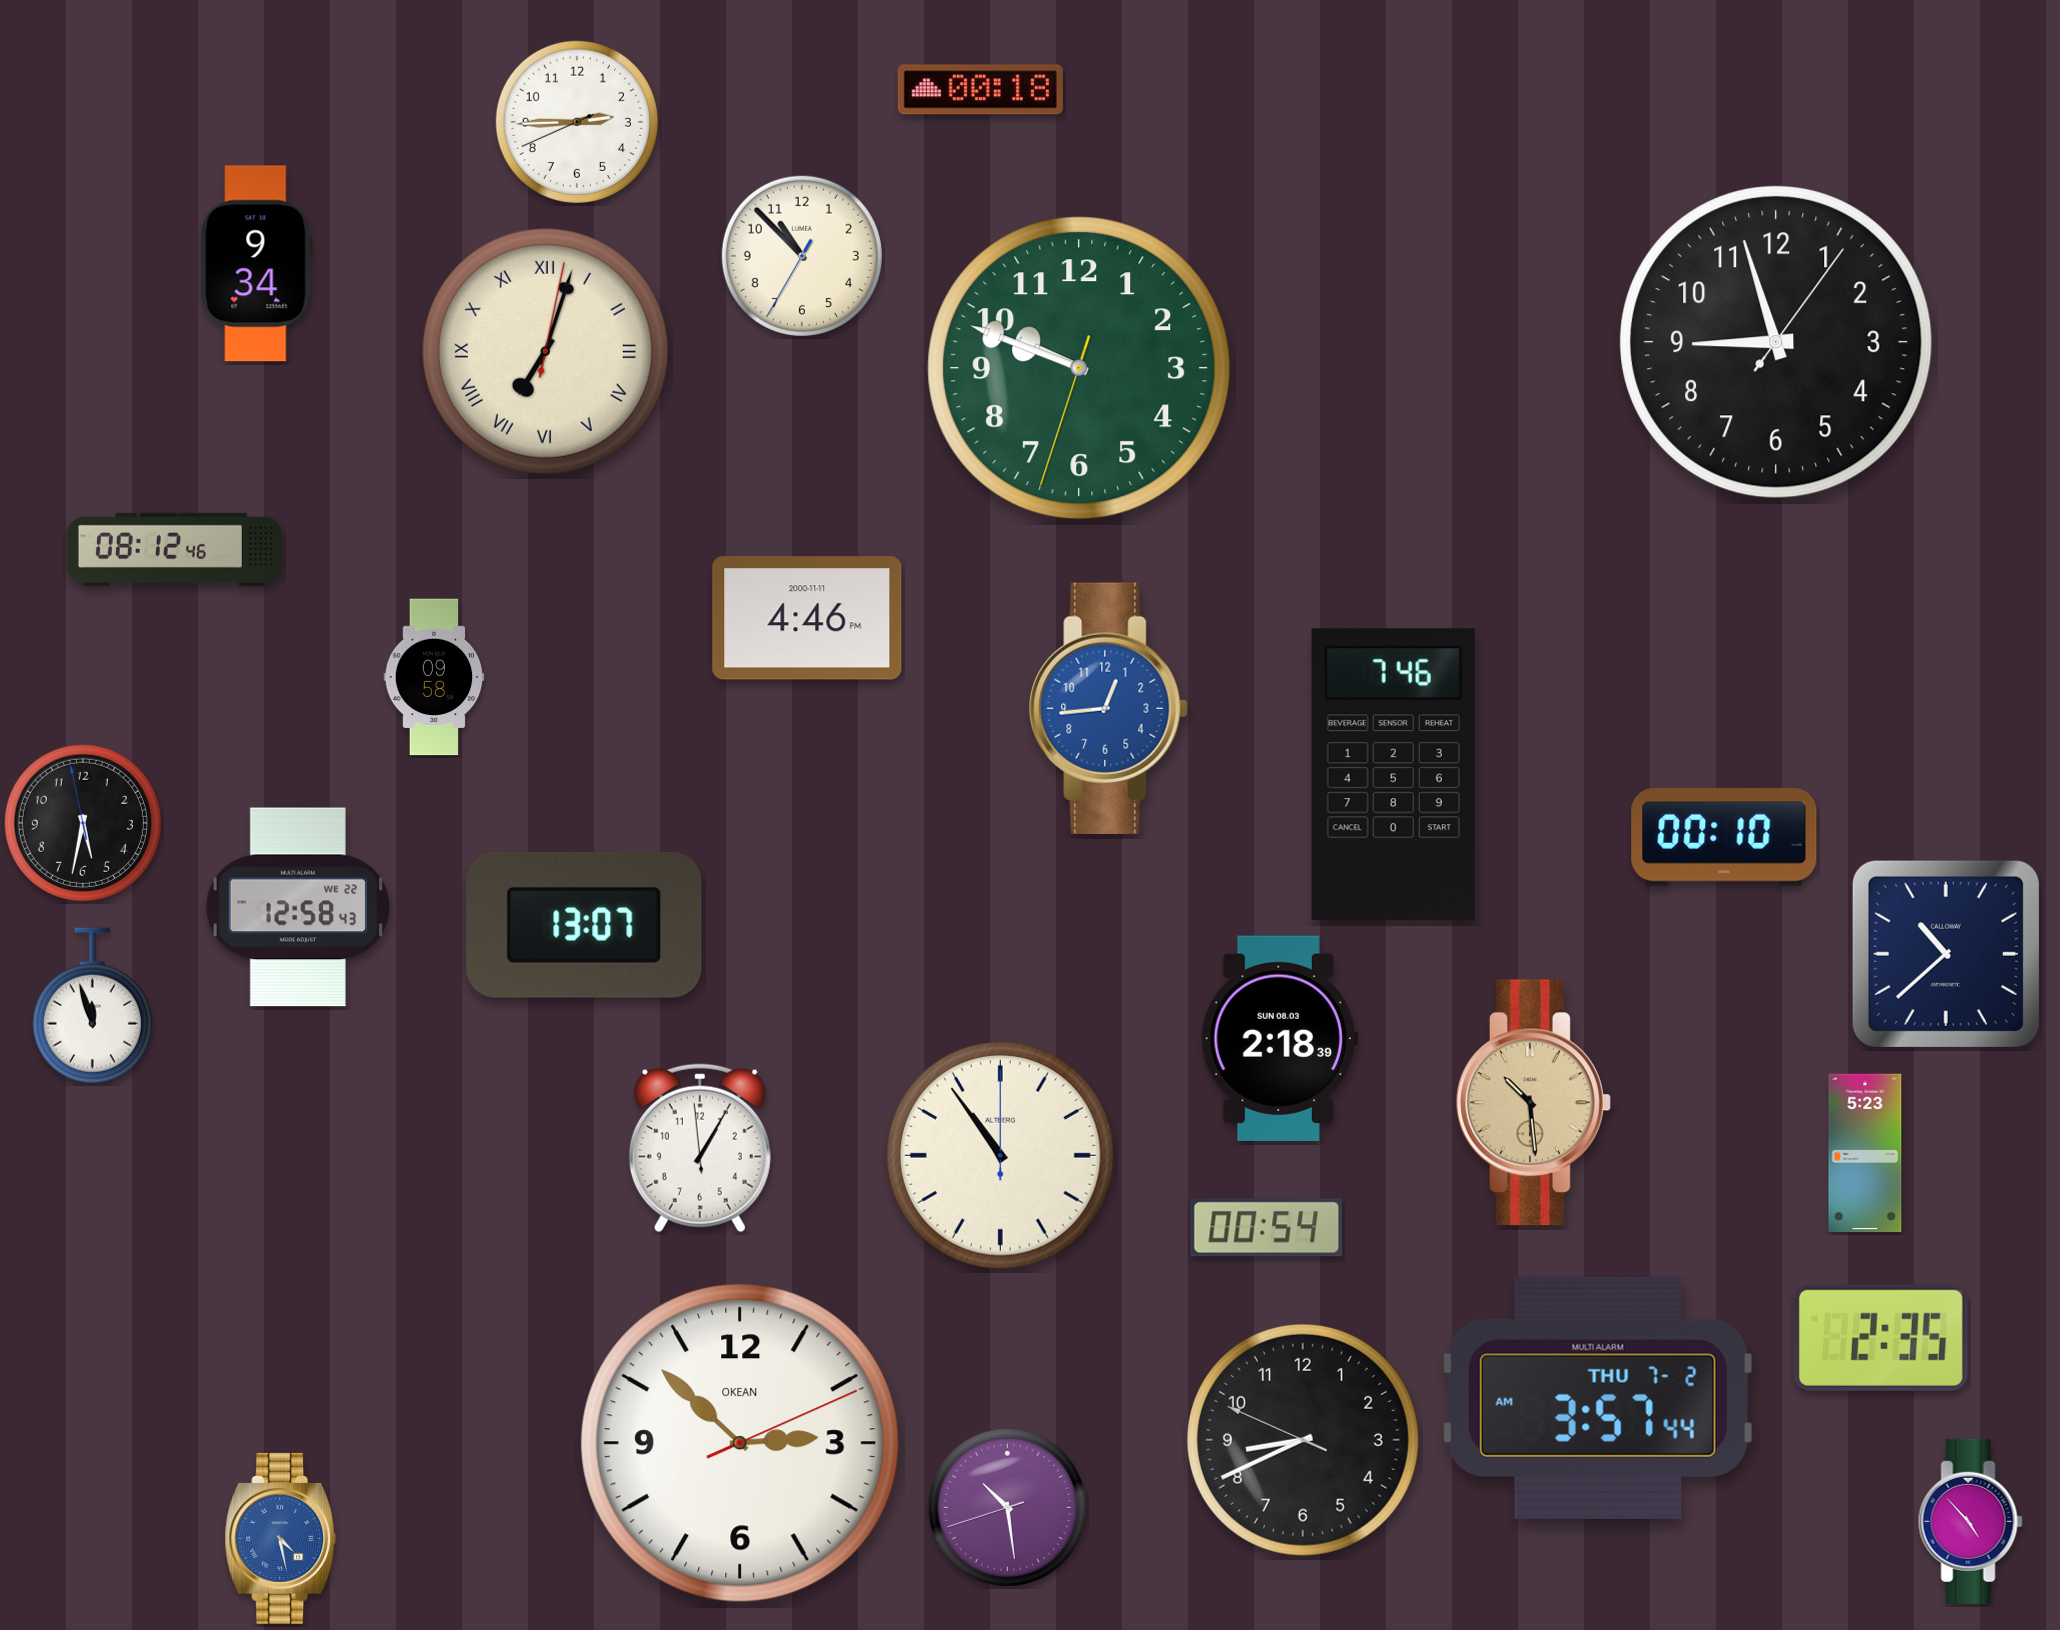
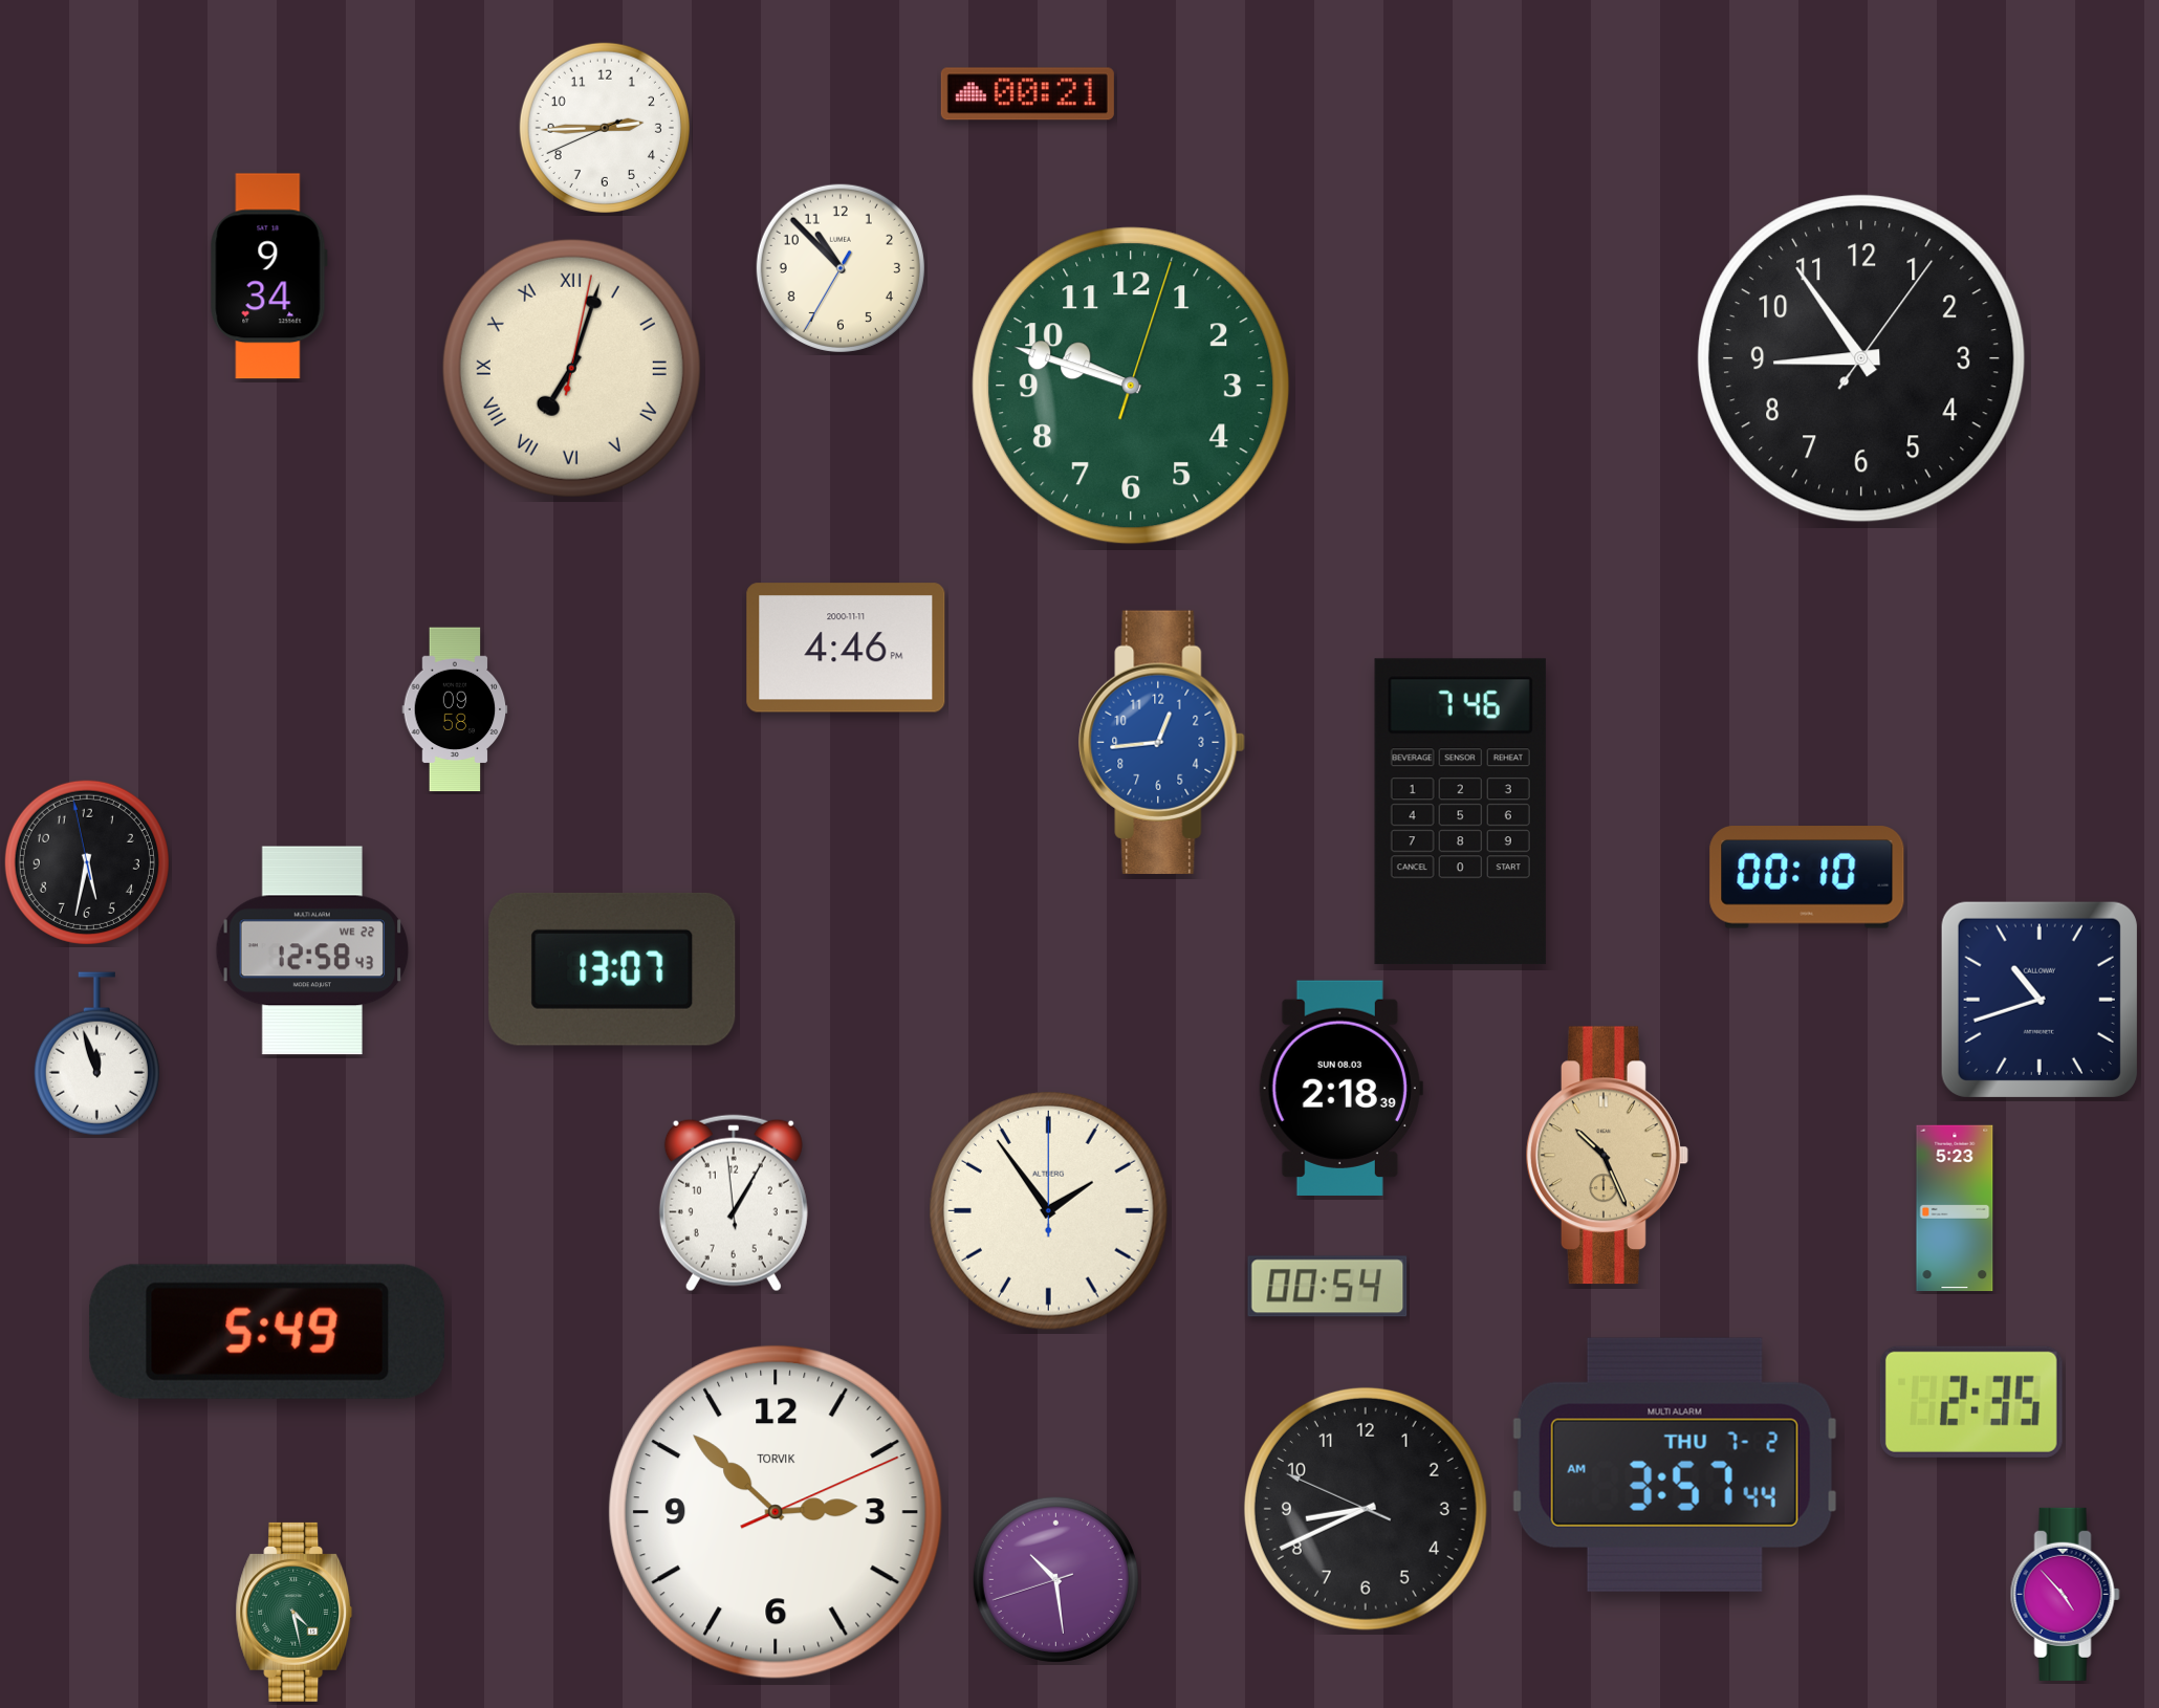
clock at (980, 90): 00:18 -> 00:21
clock at (1776, 342): 8:57 -> 8:54
clock at (1079, 368): 9:48:33 -> 9:48:03
clock at (174, 549): 08:12 -> none
clock at (1946, 954): 10:38 -> 10:42
clock at (1534, 1103): 10:29 -> 10:26
clock at (1000, 1155): 10:54 -> 1:54
clock at (267, 1332): none -> 5:49
clock at (740, 1443) brand: OKEAN -> TORVIK
clock at (281, 1538) dial: blue -> green
